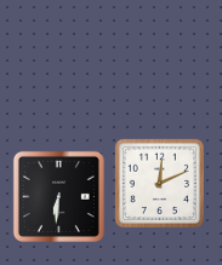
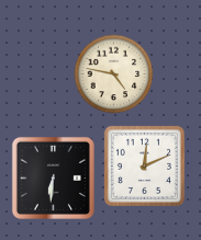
clock at (114, 75): none -> 4:47
